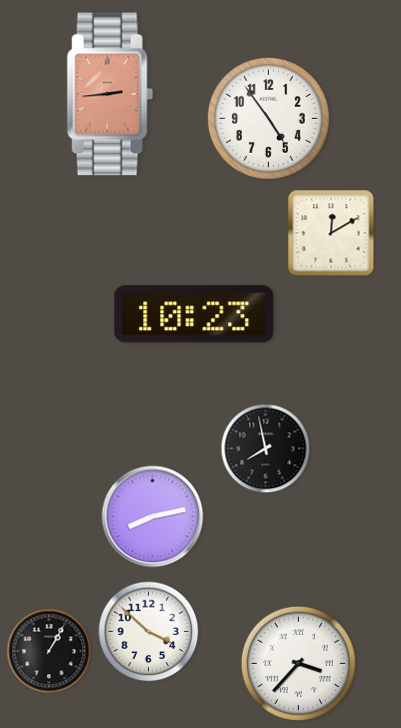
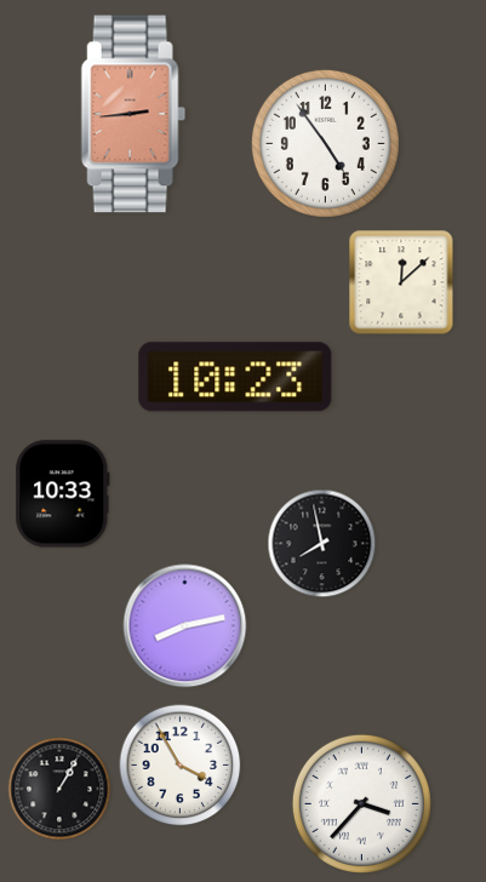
clock at (331, 233): 12:10 -> 12:08
clock at (194, 314) position: (194, 314) -> (235, 377)
clock at (63, 494): none -> 10:33
clock at (149, 632): 3:52 -> 3:55
